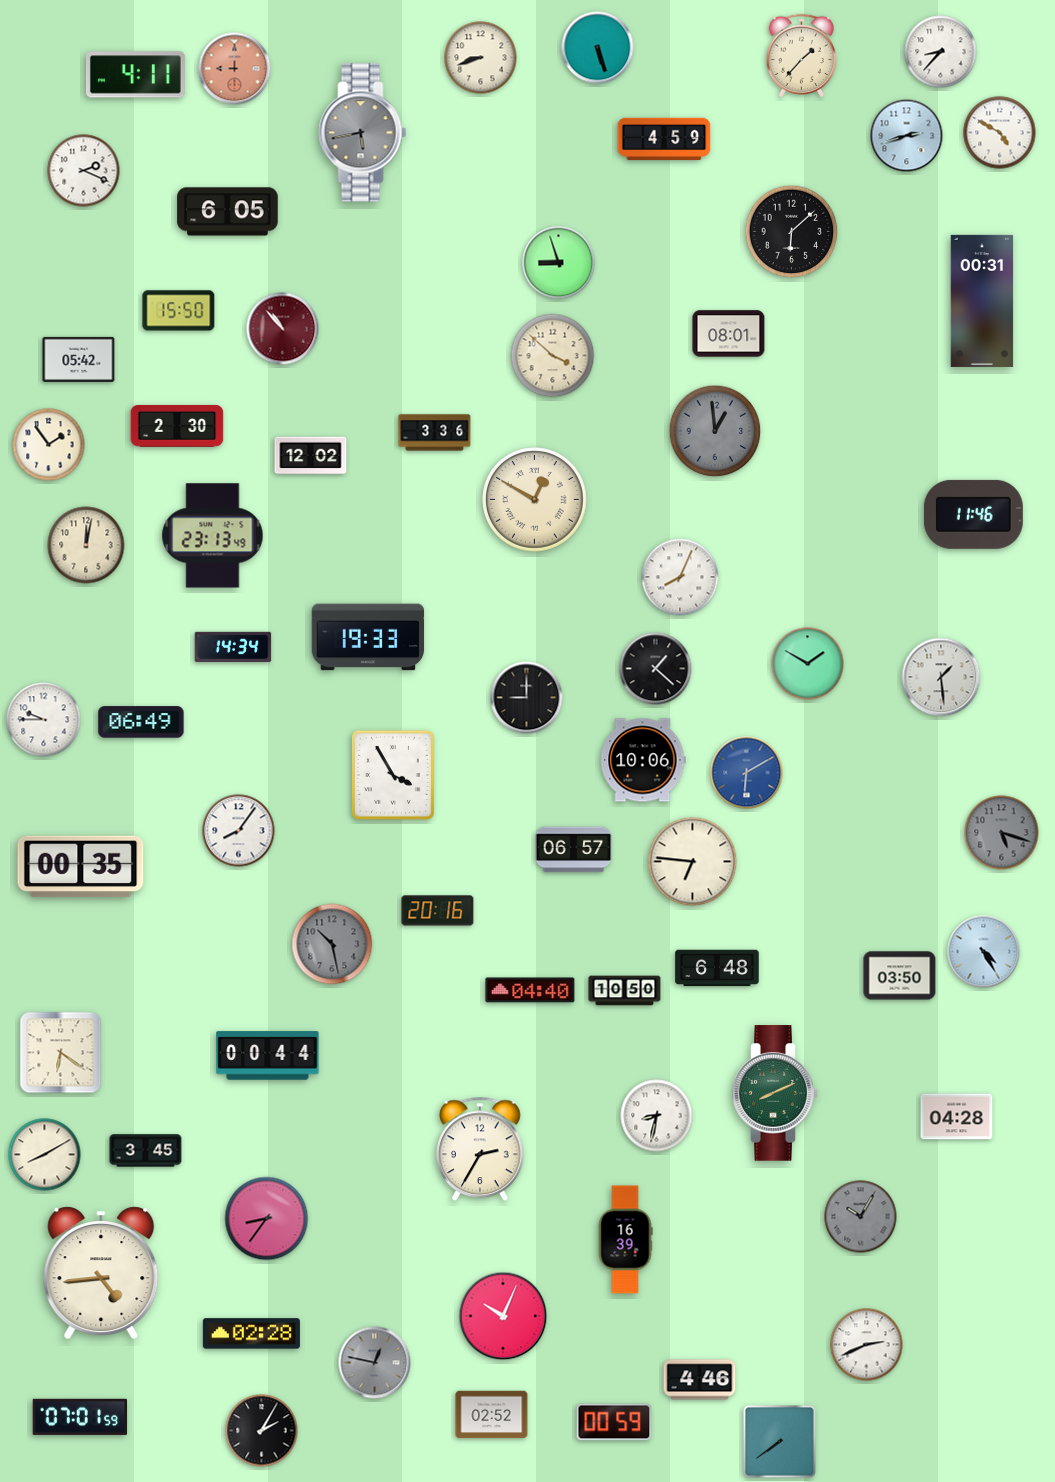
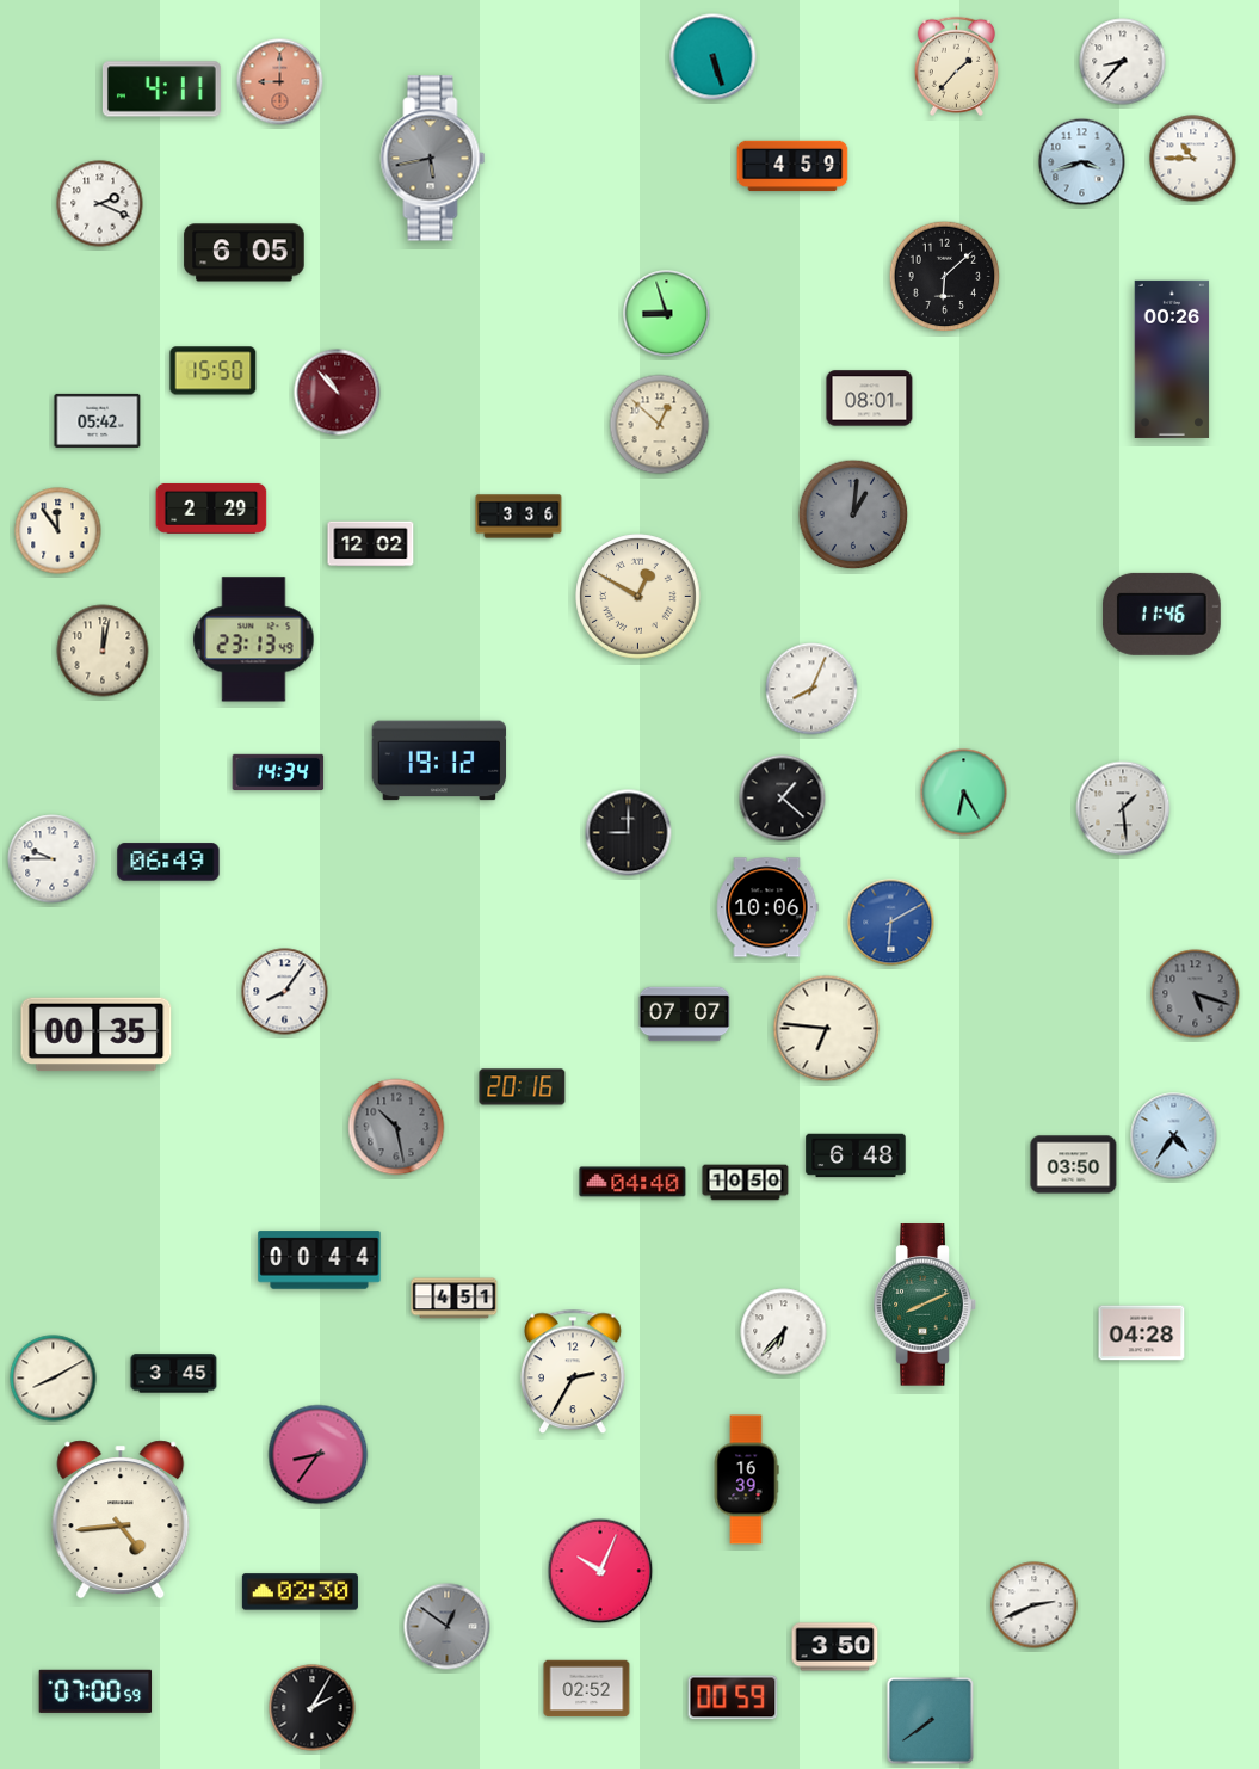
clock at (481, 58): 8:42 -> none
clock at (1000, 133): 4:50 -> 10:45
clock at (907, 136): 2:42 -> 3:42
clock at (228, 212) position: (228, 212) -> (245, 253)
clock at (982, 301): 00:31 -> 00:26
clock at (553, 356): 3:52 -> 12:52
clock at (79, 359) position: (79, 359) -> (98, 420)
clock at (177, 426): 2:30 -> 2:29
clock at (715, 431): 12:59 -> 1:01
clock at (49, 445): 1:54 -> 11:54
clock at (368, 637): 19:33 -> 19:12
clock at (808, 664): 1:50 -> 6:25
clock at (393, 775): 3:55 -> none
clock at (574, 850): 06:57 -> 07:07
clock at (984, 952): 4:25 -> 4:36
clock at (61, 1053): 6:21 -> none
clock at (455, 1299): none -> 4:51
clock at (657, 1116): 8:32 -> 6:37
clock at (861, 1217): 10:05 -> none
clock at (251, 1334): 02:28 -> 02:30
clock at (375, 1363): 12:47 -> 12:51
clock at (700, 1380): 4:46 -> 3:50
clock at (80, 1417): 07:01 -> 07:00
